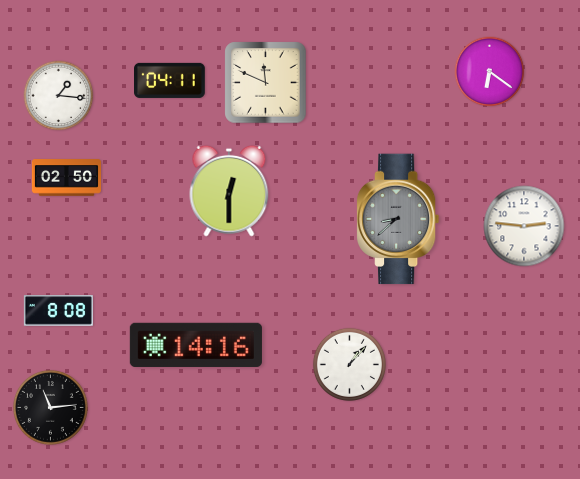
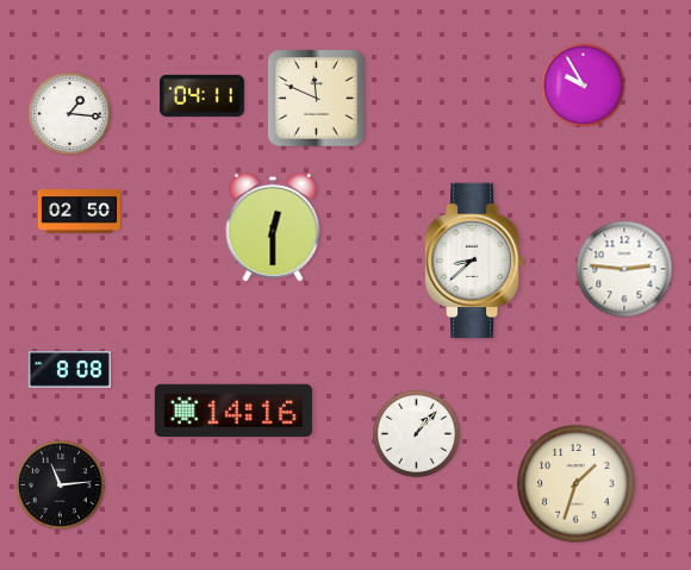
clock at (490, 72): 6:21 -> 9:55
clock at (398, 219) dial: grey -> white
clock at (577, 484): none -> 1:33
